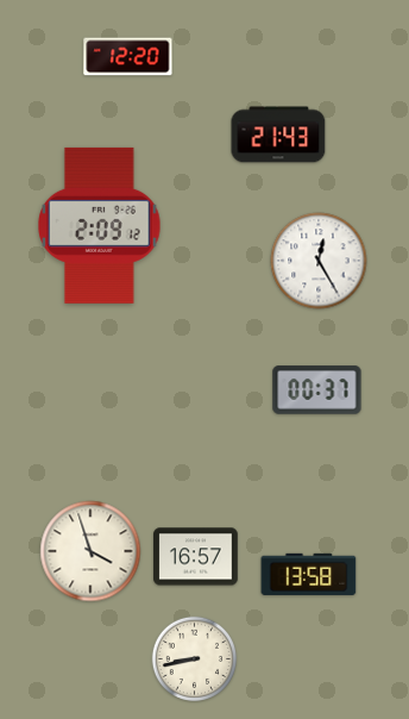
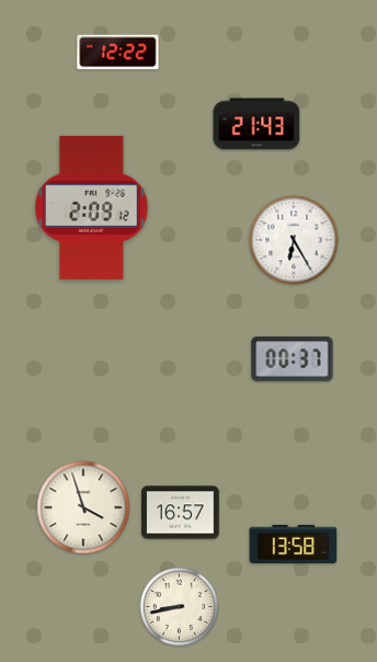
clock at (128, 57): 12:20 -> 12:22
clock at (319, 261): 12:25 -> 6:25
clock at (309, 574) position: (309, 574) -> (294, 544)
